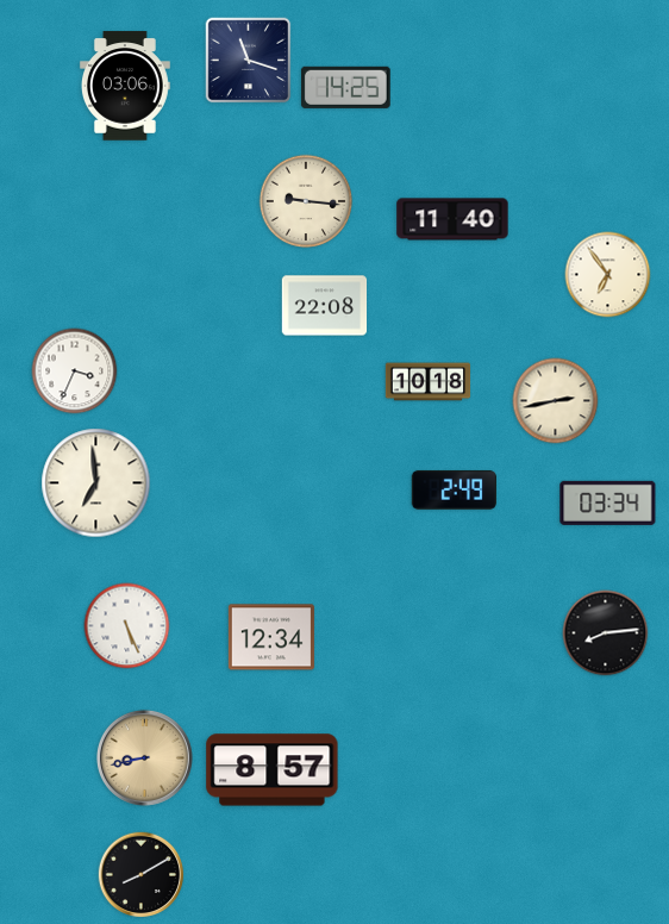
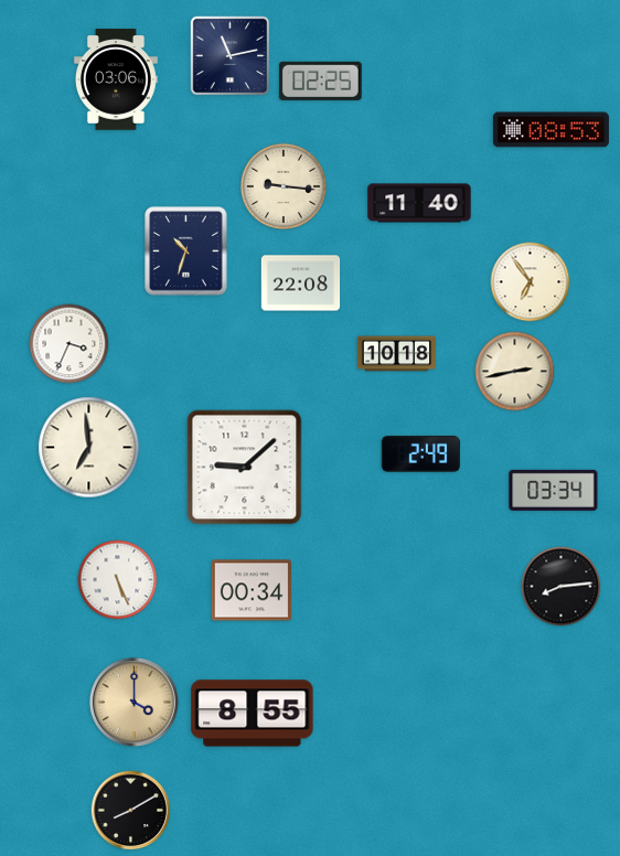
clock at (249, 61): 11:18 -> 11:13
clock at (345, 87): 14:25 -> 02:25
clock at (550, 130): none -> 08:53
clock at (186, 252): none -> 10:33
clock at (608, 275) position: (608, 275) -> (531, 282)
clock at (608, 502) position: (608, 502) -> (554, 490)
clock at (245, 468): none -> 9:08
clock at (271, 637): 12:34 -> 00:34
clock at (144, 757): 8:43 -> 4:00
clock at (273, 770): 8:57 -> 8:55
